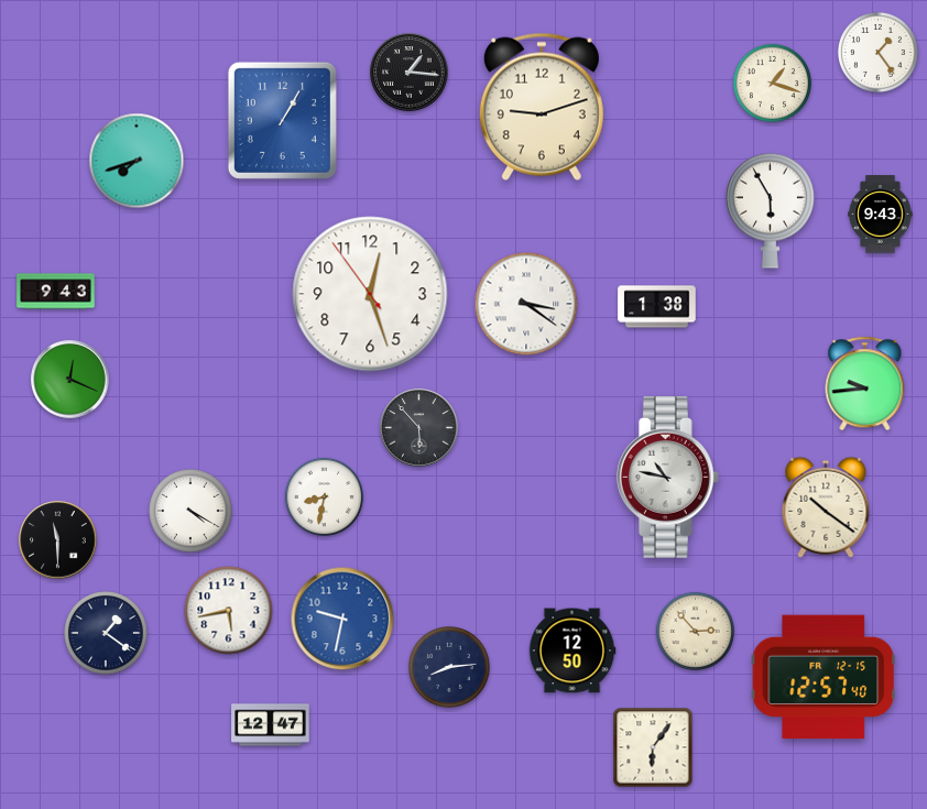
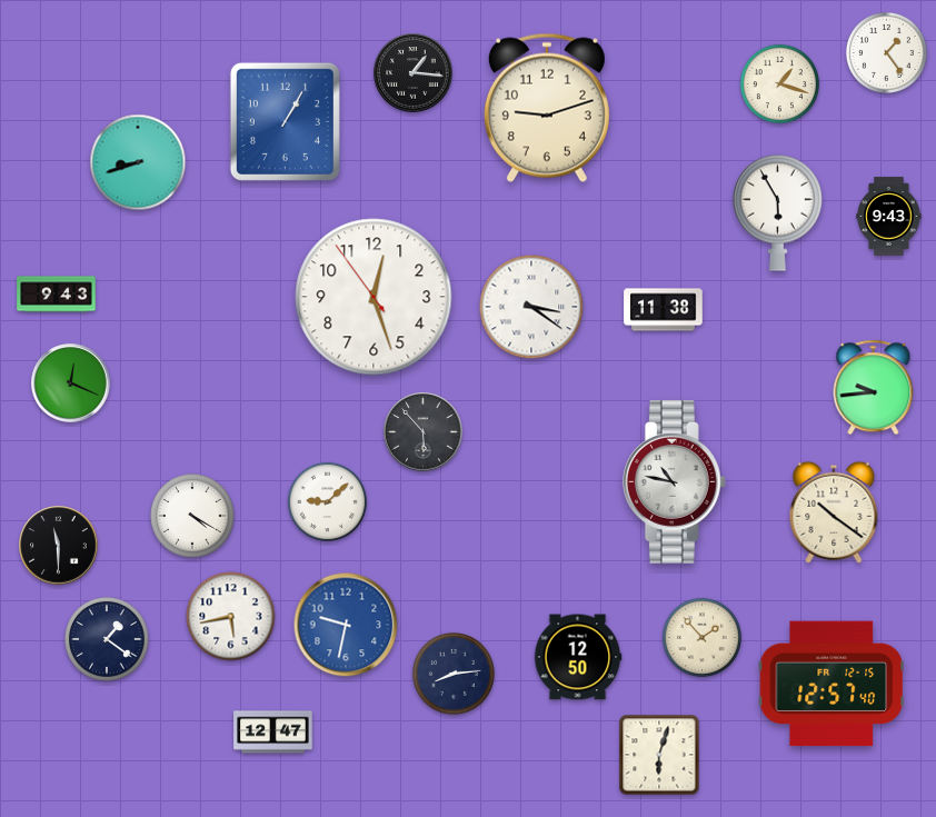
clock at (137, 161): 7:42 -> 8:42
clock at (657, 307): 1:38 -> 11:38
clock at (324, 496): 8:32 -> 9:08
clock at (695, 631): 2:53 -> 1:53
clock at (653, 747): 6:06 -> 6:03
